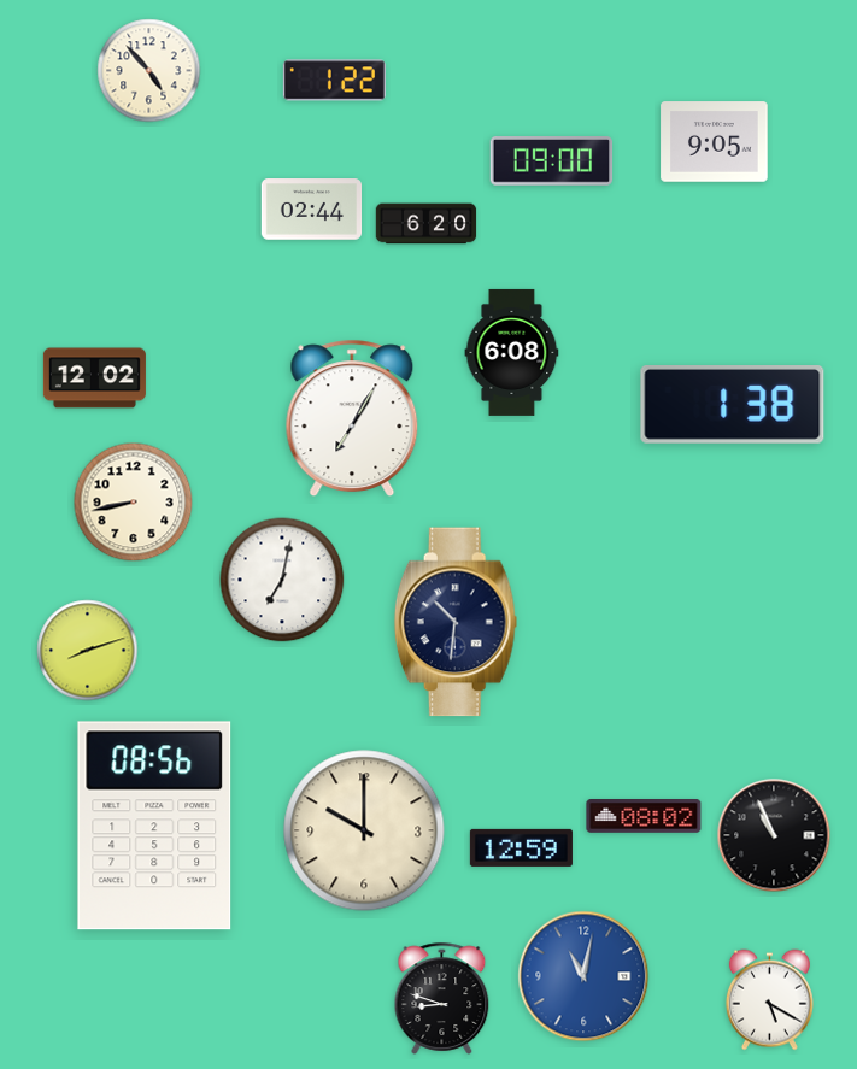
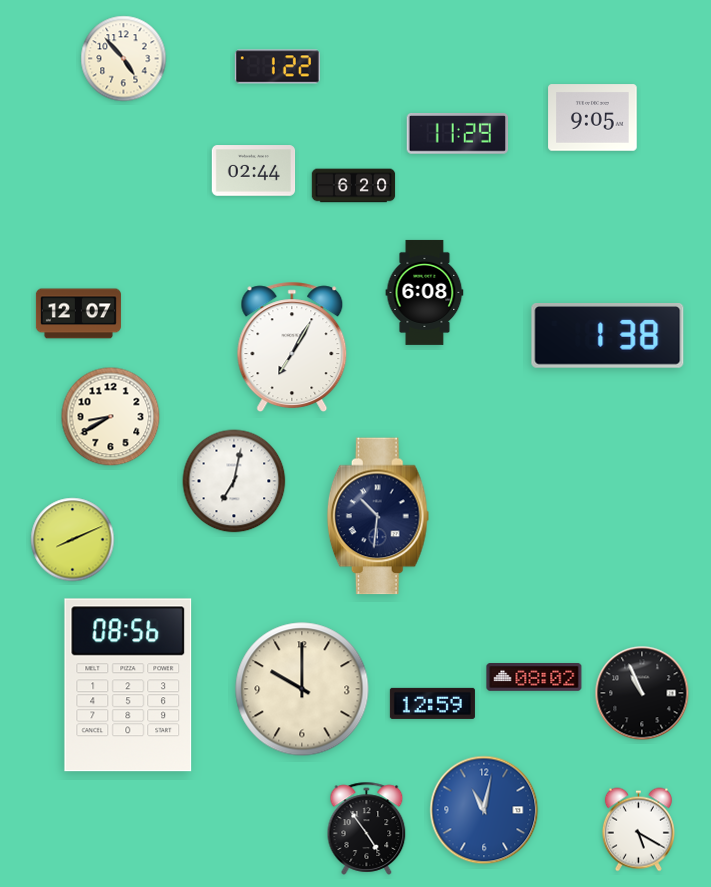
clock at (552, 161): 09:00 -> 11:29
clock at (312, 210) position: (312, 210) -> (254, 171)
clock at (94, 378): 12:02 -> 12:07
clock at (134, 503): 8:43 -> 8:40
clock at (88, 651): 8:12 -> 8:11
clock at (442, 998): 8:48 -> 4:54
